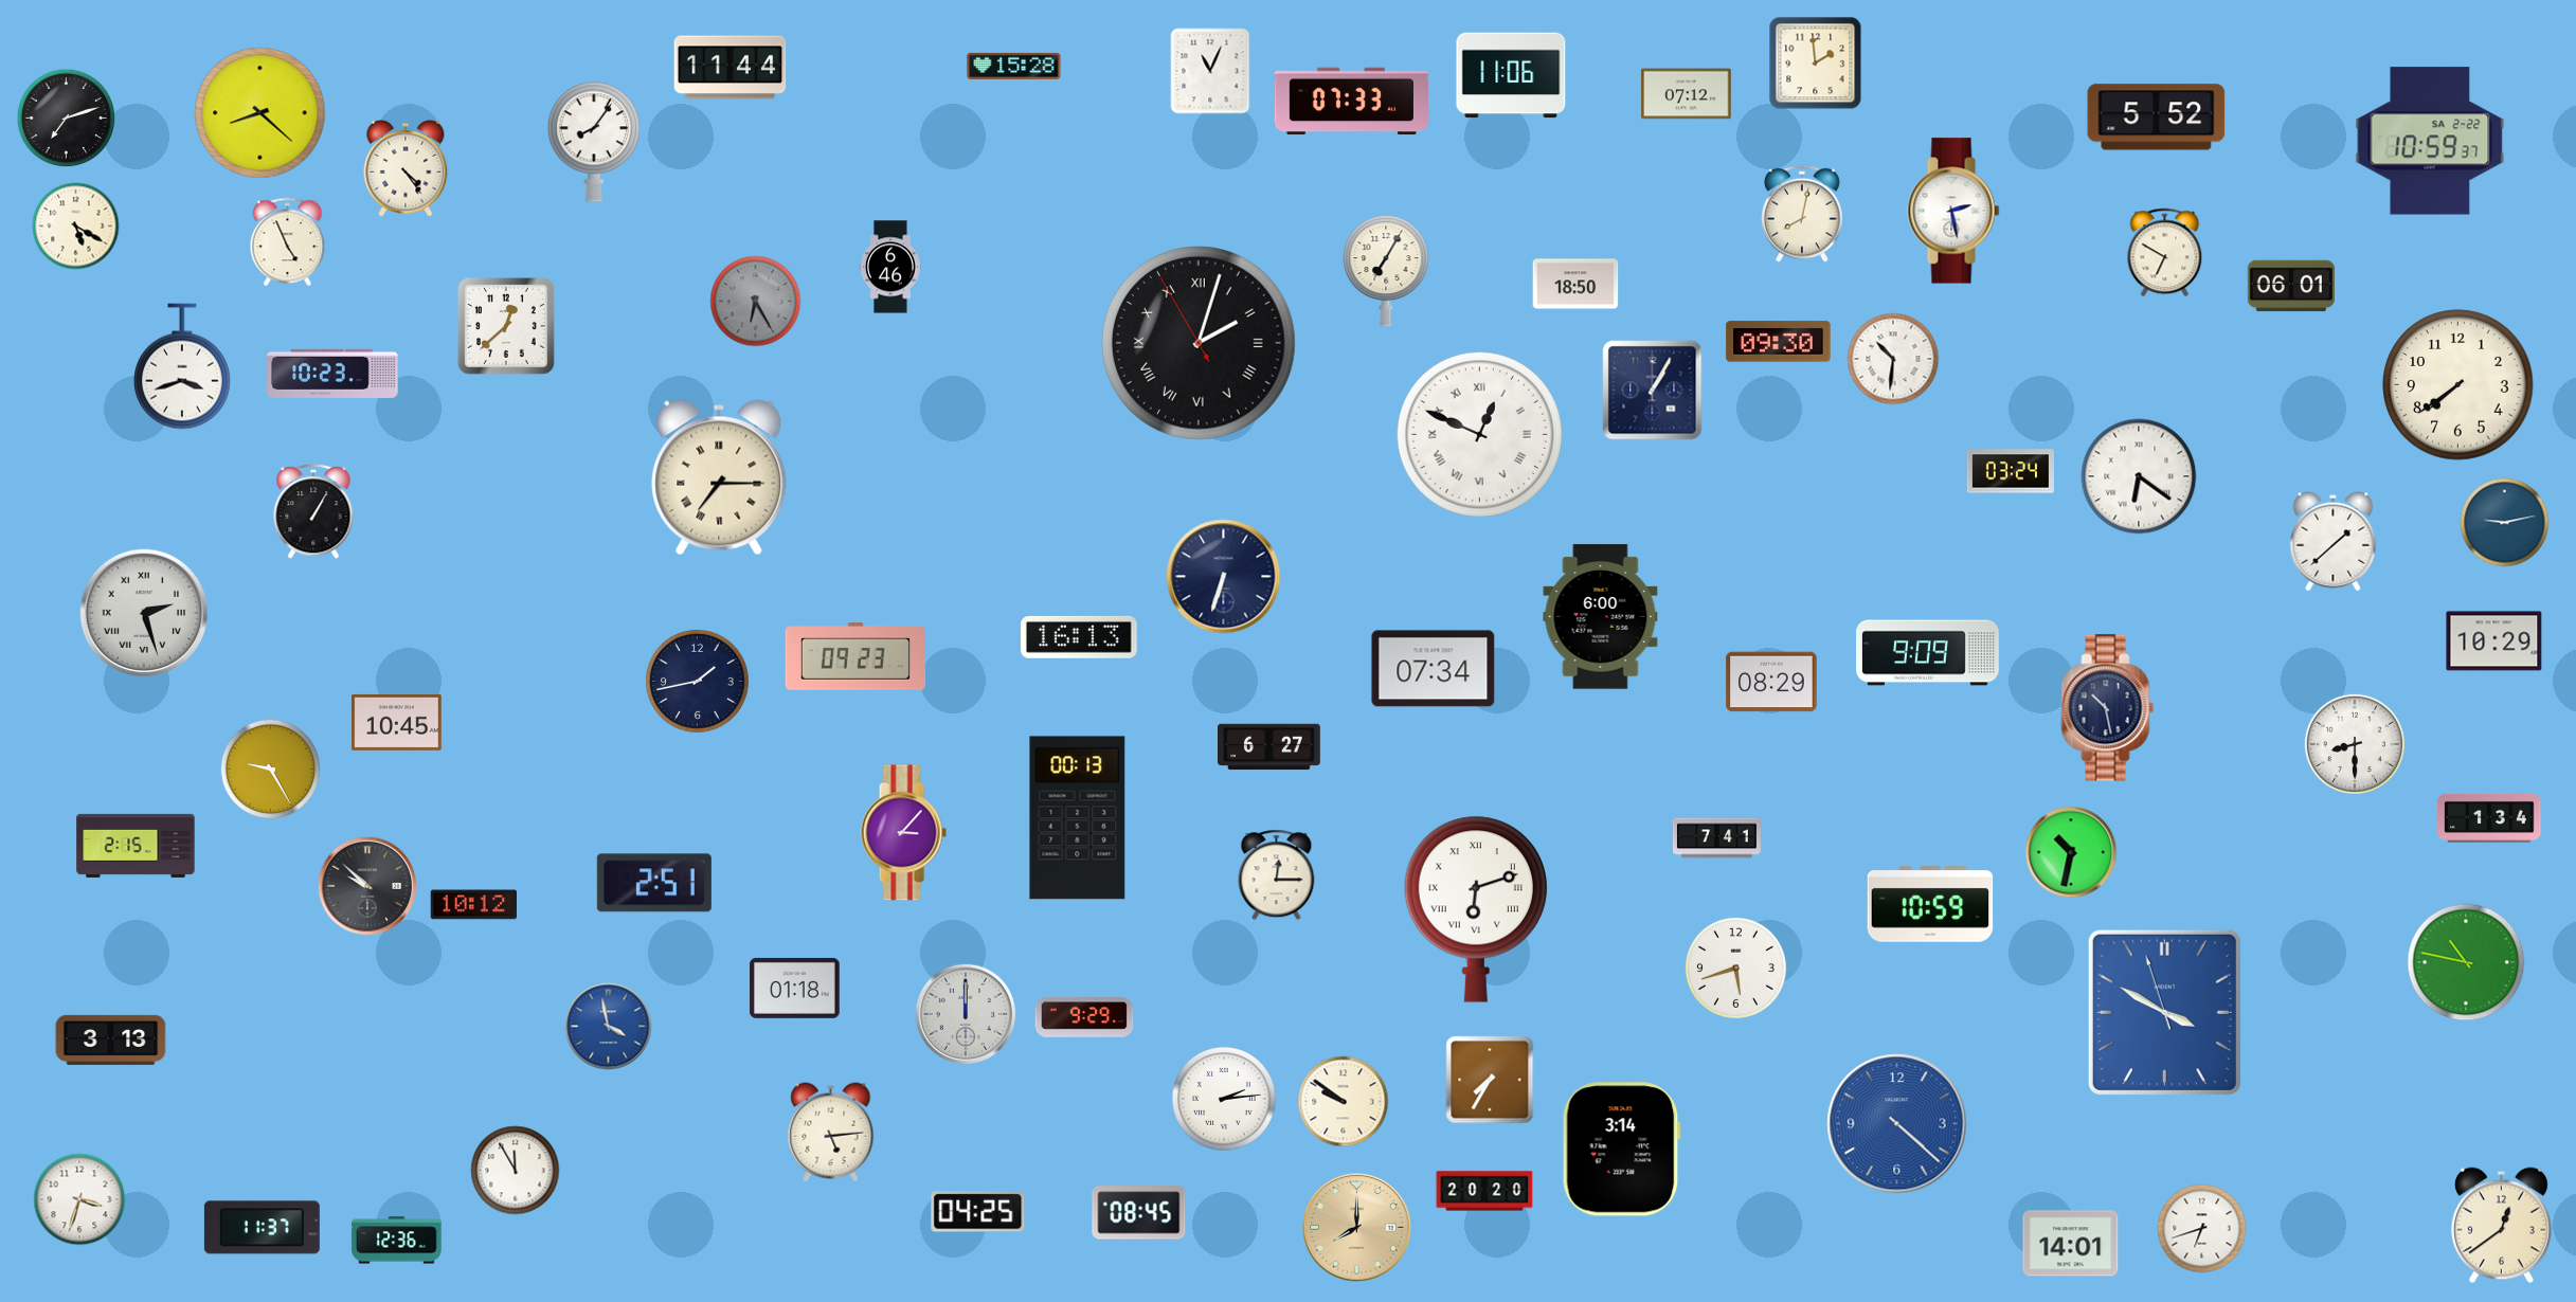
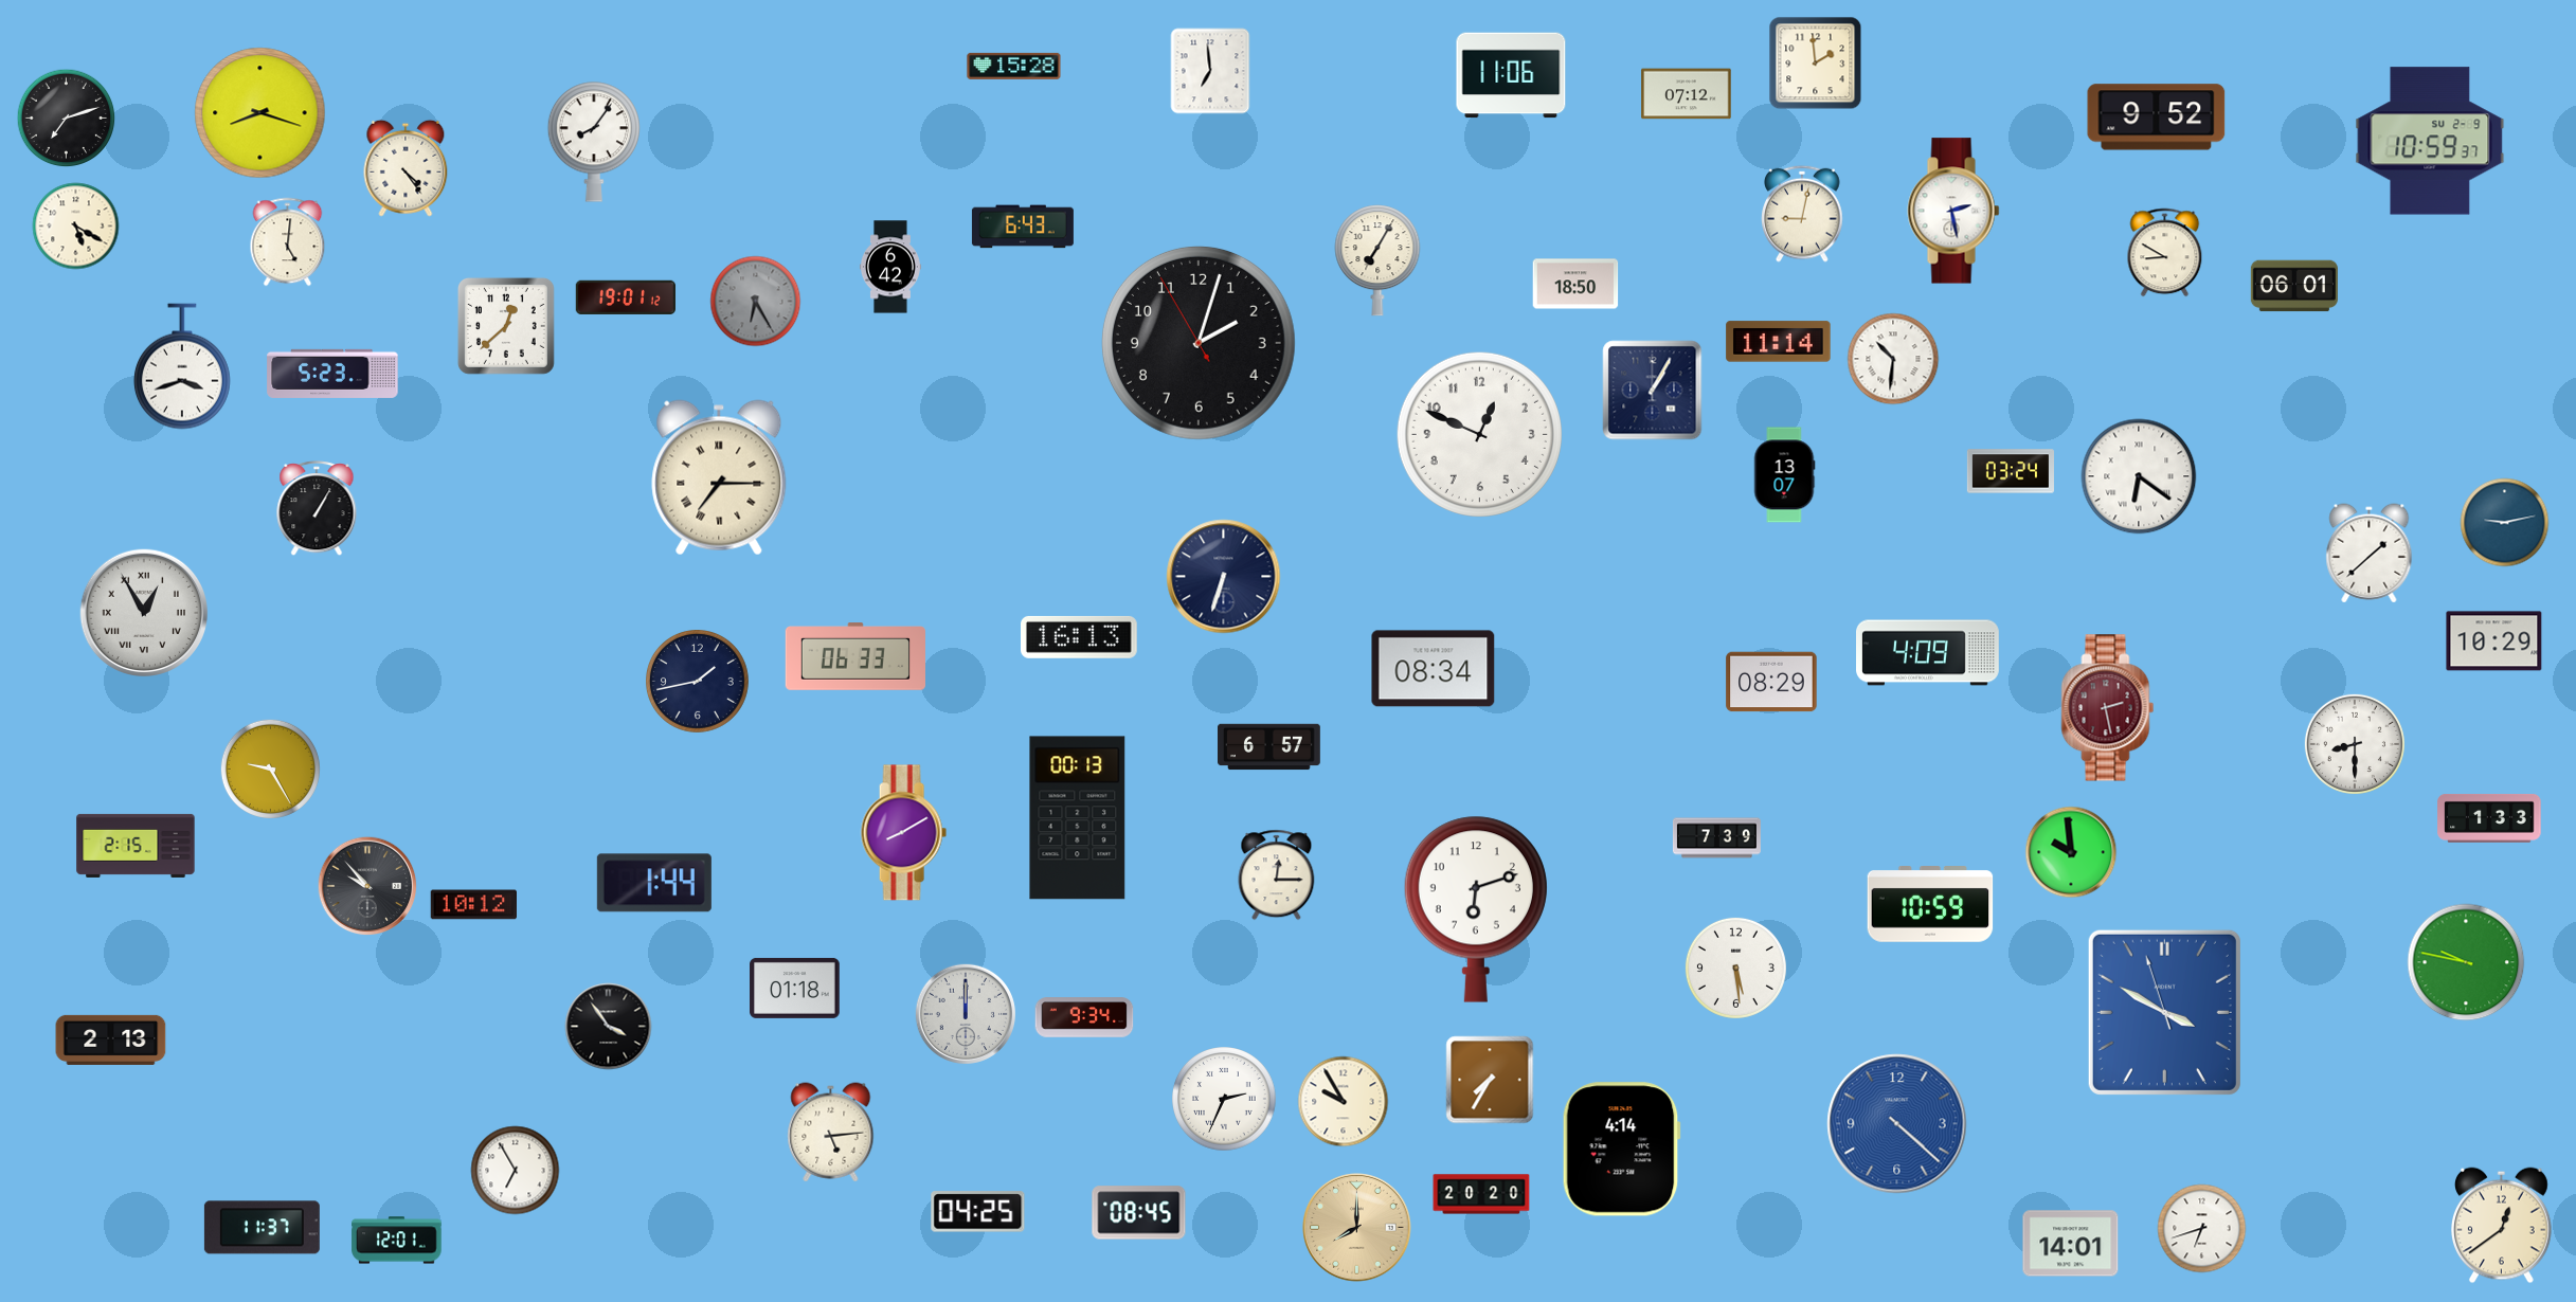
clock at (731, 68): 11:44 -> none
clock at (1210, 71): 11:04 -> 6:59
clock at (1351, 102): 07:33 -> none
clock at (260, 113): 8:22 -> 8:18
clock at (2157, 117): 5:52 -> 9:52
clock at (2430, 141) date: SA 2-22 -> SU 2-9
clock at (1802, 214): 8:02 -> 9:02
clock at (1023, 227): none -> 6:43
clock at (288, 242): 4:56 -> 5:01
clock at (2165, 253): 6:50 -> 8:50
clock at (890, 267): 6:46 -> 6:42
clock at (1386, 271) position: (1386, 271) -> (1377, 260)
clock at (2291, 286) position: (2291, 286) -> (2294, 286)
clock at (626, 297): none -> 19:01
clock at (1779, 342): 09:30 -> 11:14
clock at (1199, 343) numerals: Roman -> Arabic
clock at (332, 374): 10:23 -> 5:23
clock at (2458, 385): 7:39 -> none
clock at (1479, 434) numerals: Roman -> Arabic
clock at (1784, 475): none -> 13:07
clock at (313, 512) position: (313, 512) -> (317, 509)
clock at (2334, 542) position: (2334, 542) -> (2370, 554)
clock at (144, 613): 2:27 -> 12:55
clock at (1601, 617): 6:00 -> none
clock at (1928, 653): 9:09 -> 4:09
clock at (854, 656): 09:23 -> 06:33
clock at (1434, 669): 07:34 -> 08:34
clock at (2108, 708): 10:28 -> 2:28
clock at (2108, 708) dial: navy -> burgundy
clock at (397, 722): 10:45 -> none
clock at (1269, 747): 6:27 -> 6:57
clock at (2489, 818): 1:34 -> 1:33
clock at (903, 833): 3:07 -> 8:10
clock at (1716, 838): 7:41 -> 7:39
clock at (2071, 852): 10:32 -> 9:59
clock at (654, 883): 2:51 -> 1:44
clock at (367, 886): 9:52 -> 9:53
clock at (1476, 909) numerals: Roman -> Arabic
clock at (2466, 962): 10:47 -> 9:47
clock at (1735, 968): 5:42 -> 5:29
clock at (1084, 1017): 9:29 -> 9:34
clock at (609, 1027): 3:58 -> 3:54
clock at (609, 1027) dial: blue -> black
clock at (111, 1039): 3:13 -> 2:13
clock at (1224, 1099): 2:14 -> 2:34
clock at (1344, 1102): 9:51 -> 9:55
clock at (1621, 1150): 3:14 -> 4:14
clock at (516, 1171): 11:55 -> 6:55
clock at (1484, 1191) position: (1484, 1191) -> (1481, 1194)
clock at (79, 1199): 3:33 -> none
clock at (397, 1241): 12:36 -> 12:01
